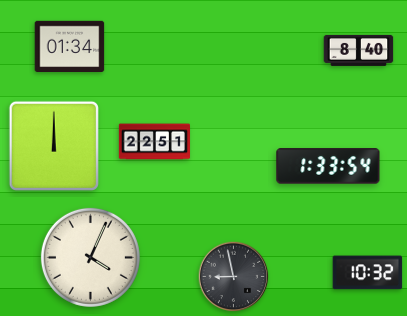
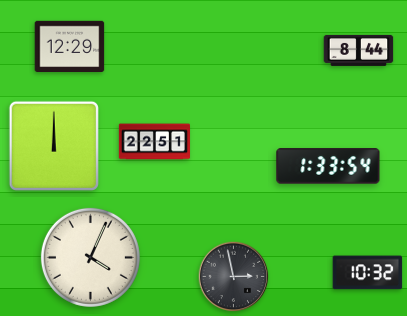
clock at (70, 46): 01:34 -> 12:29
clock at (359, 50): 8:40 -> 8:44
clock at (234, 277): 8:58 -> 2:58
